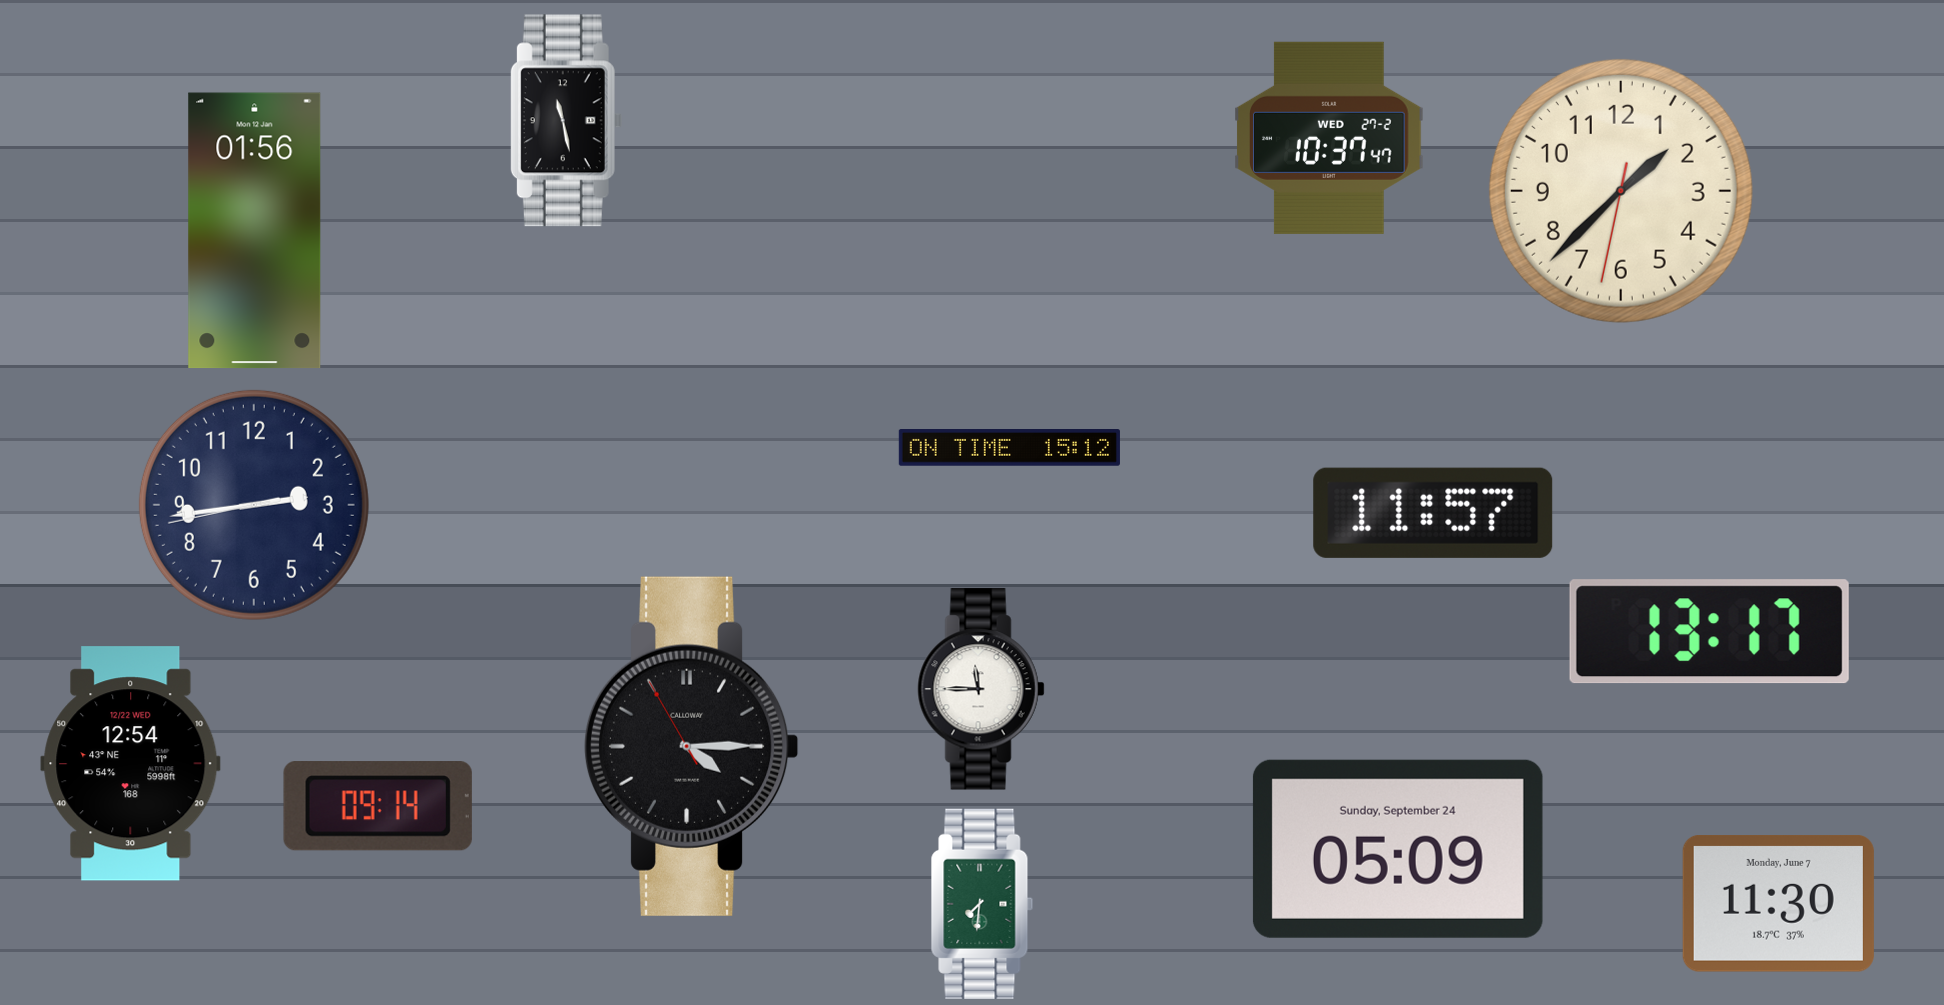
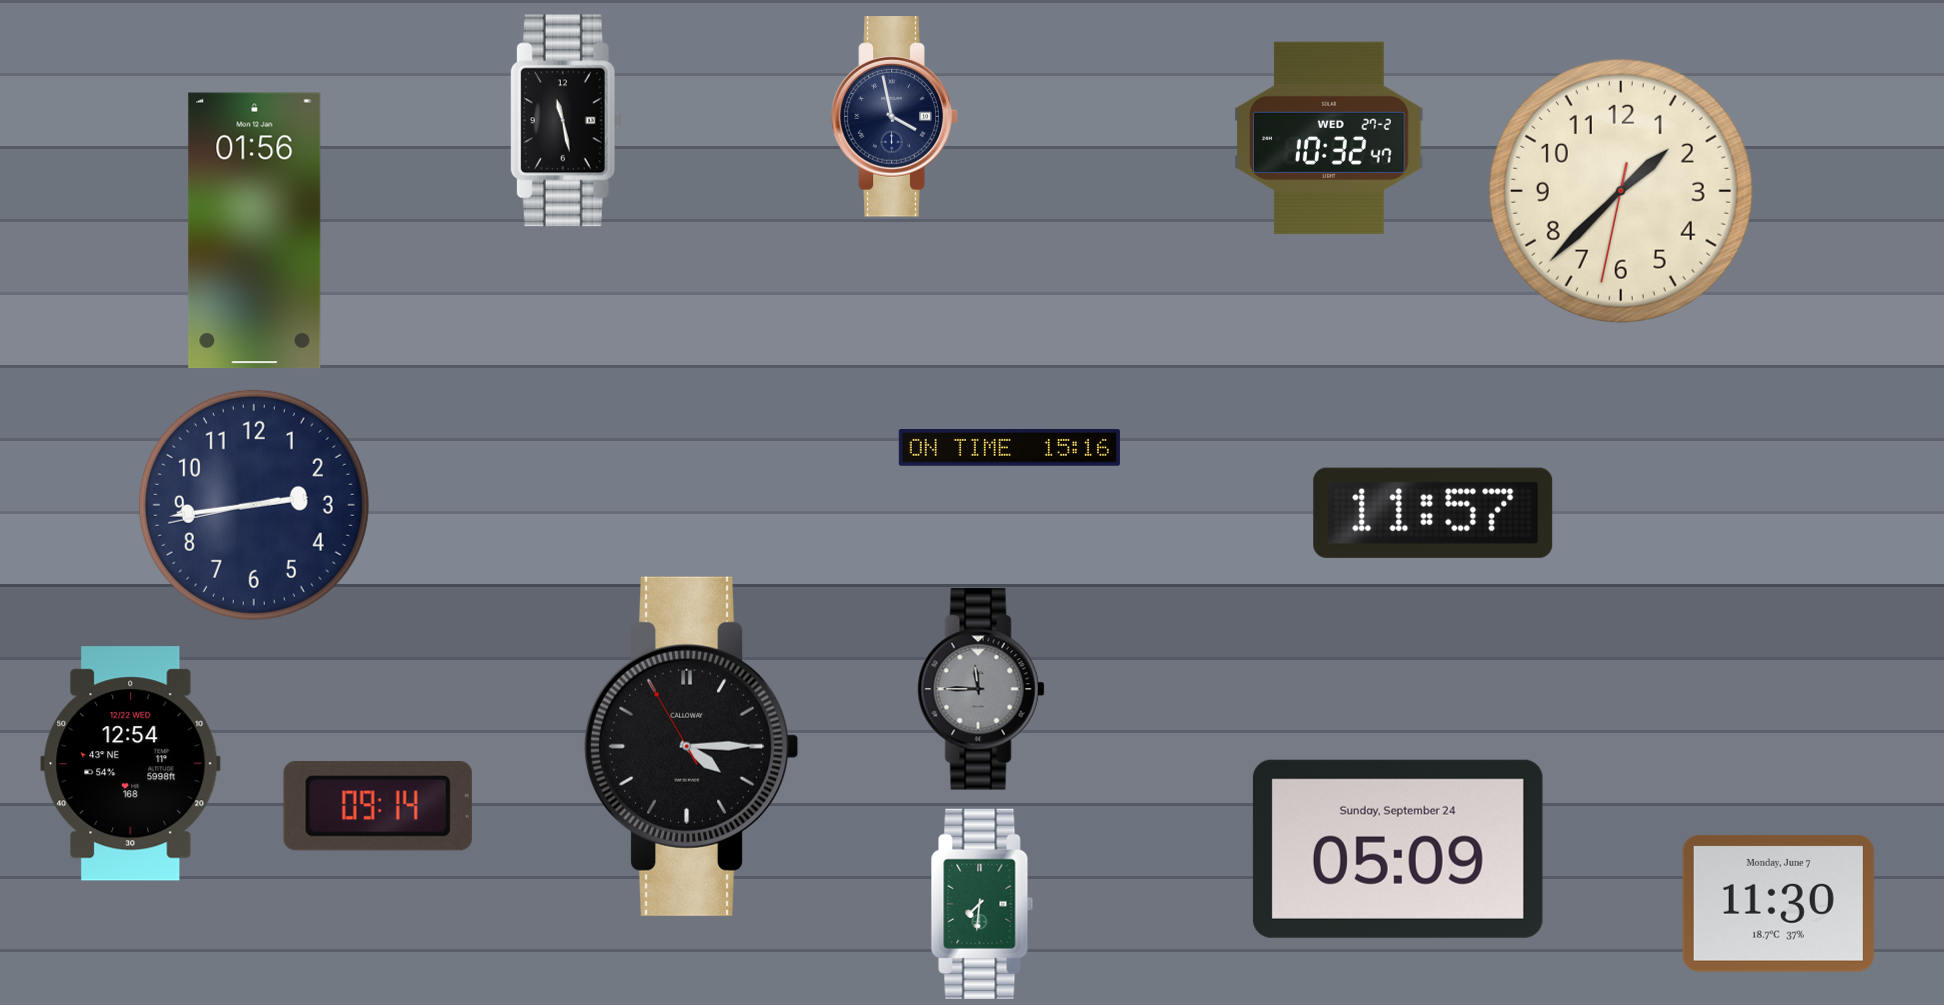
clock at (895, 117): none -> 3:58
clock at (1329, 138): 10:37 -> 10:32
clock at (1009, 448): 15:12 -> 15:16
clock at (1709, 632): 13:17 -> none
clock at (981, 689) dial: white -> grey
